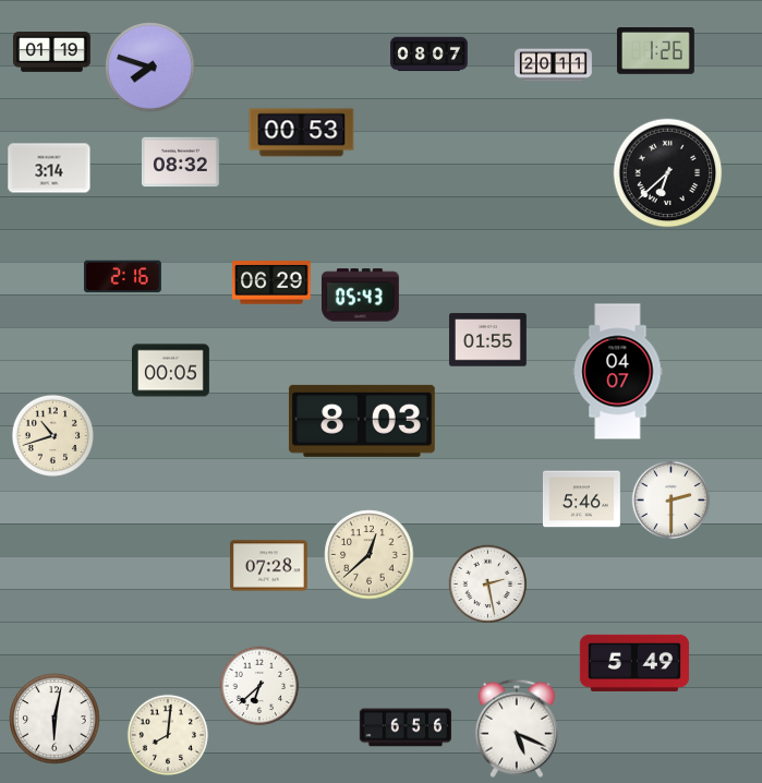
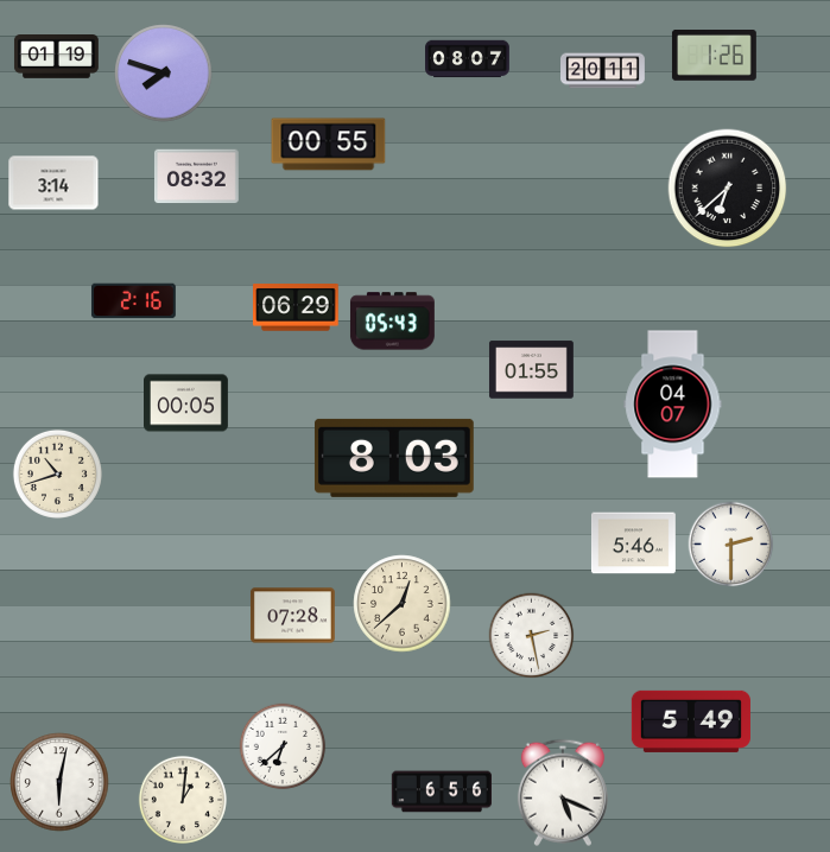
clock at (302, 133): 00:53 -> 00:55
clock at (168, 735): 8:01 -> 1:01
